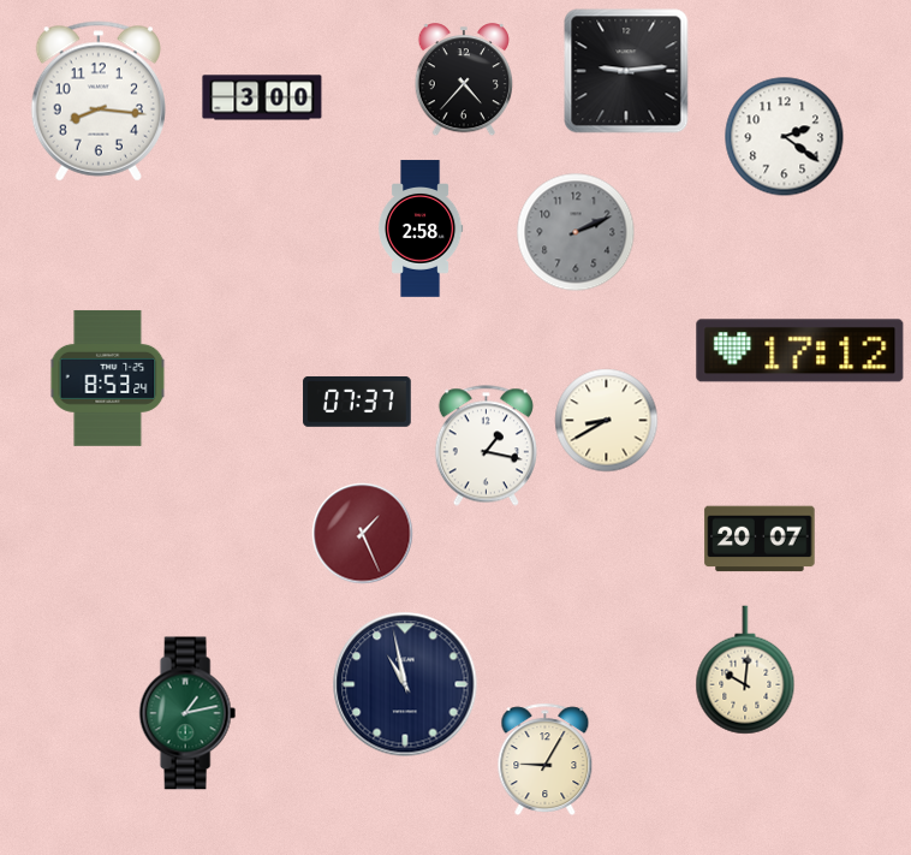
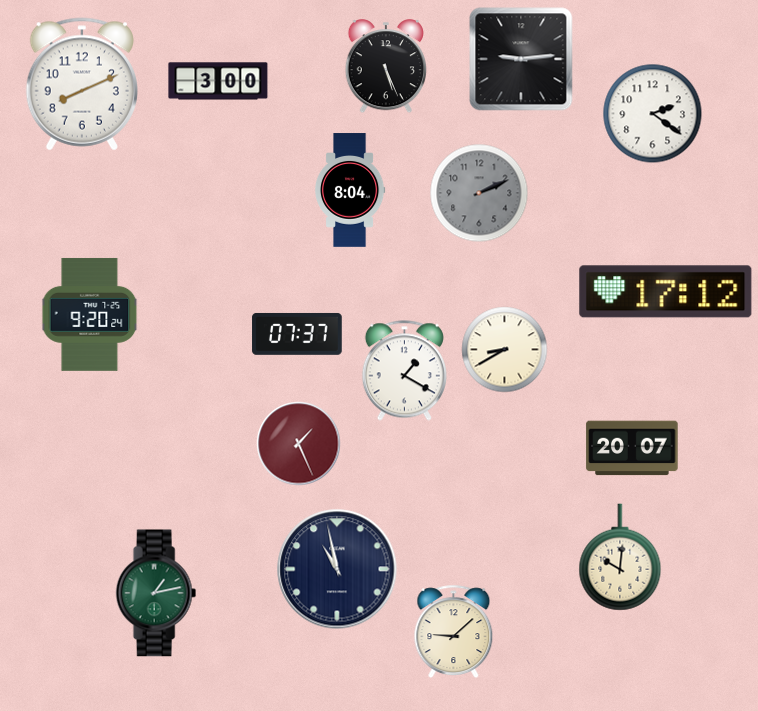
clock at (463, 81): 4:37 -> 5:26
clock at (97, 101): 8:16 -> 8:11
clock at (421, 228): 2:58 -> 8:04
clock at (108, 378): 8:53 -> 9:20
clock at (486, 446): 1:17 -> 1:20
clock at (363, 534) position: (363, 534) -> (299, 444)
clock at (546, 759): 9:05 -> 9:08
